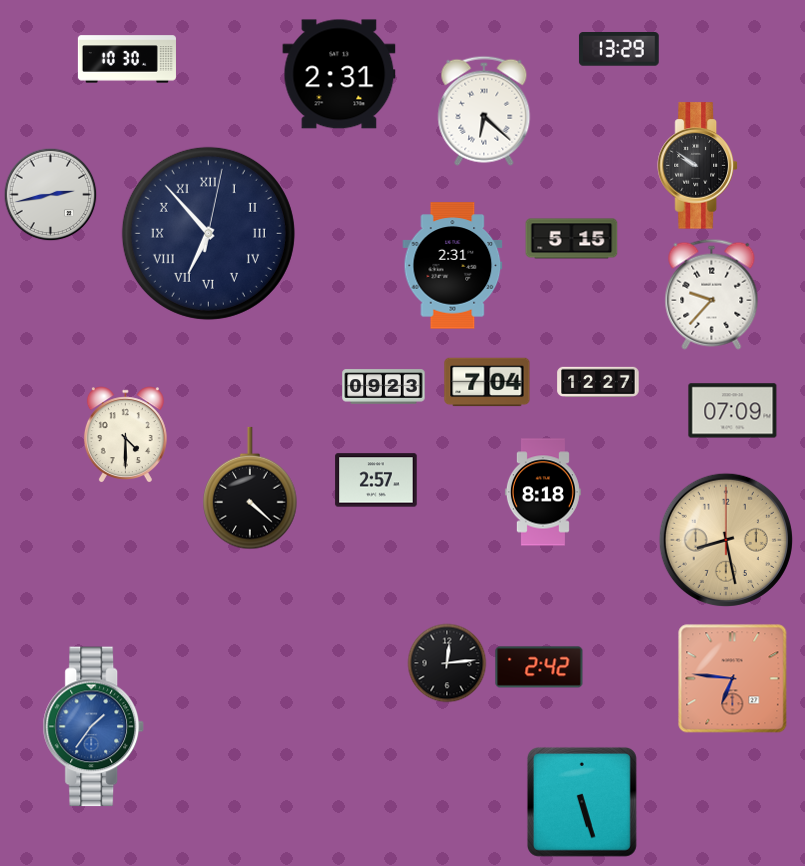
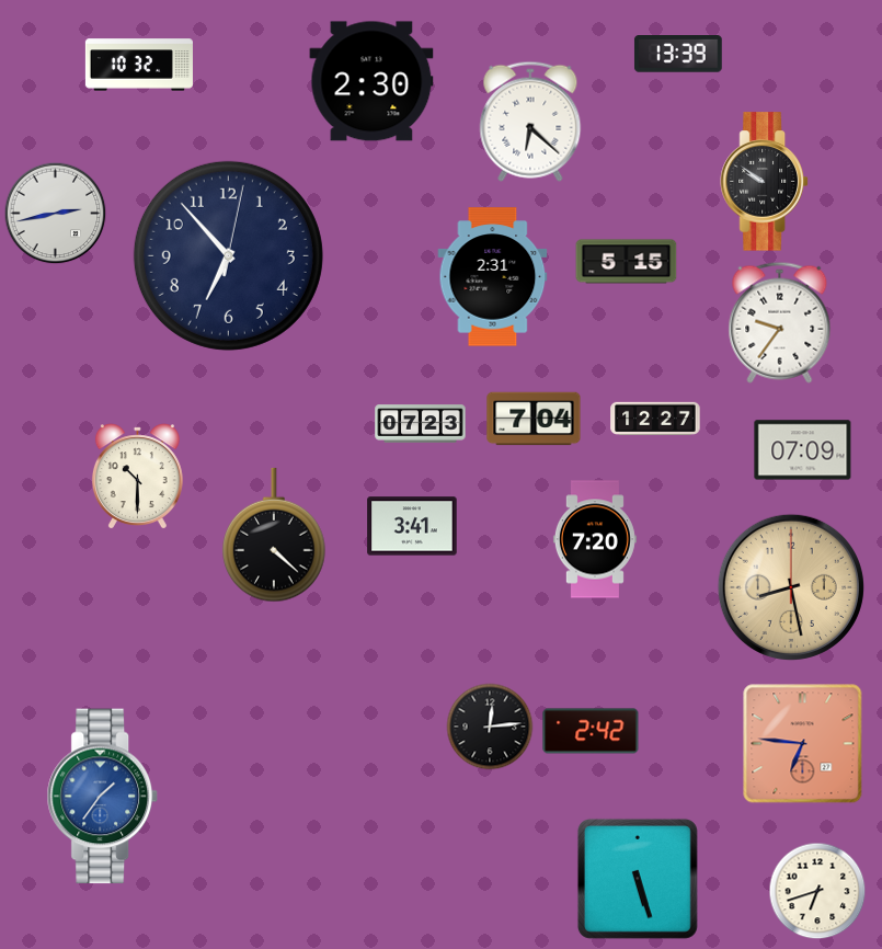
clock at (619, 50): 13:29 -> 13:39
clock at (127, 59): 10:30 -> 10:32
clock at (339, 74): 2:31 -> 2:30
clock at (208, 233) numerals: Roman -> Arabic
clock at (453, 266) position: (453, 266) -> (493, 277)
clock at (712, 294): 9:37 -> 9:36
clock at (384, 387): 09:23 -> 07:23
clock at (125, 435): 4:30 -> 10:30
clock at (376, 480): 2:57 -> 3:41
clock at (543, 492): 8:18 -> 7:20
clock at (726, 540) position: (726, 540) -> (791, 587)
clock at (817, 891): none -> 6:42
